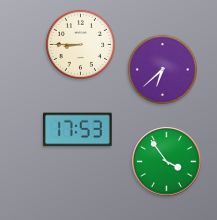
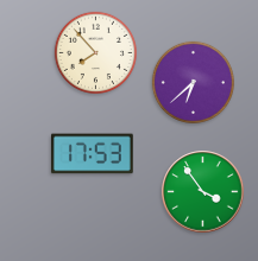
clock at (80, 44): 8:45 -> 7:53
clock at (167, 162) position: (167, 162) -> (203, 192)
